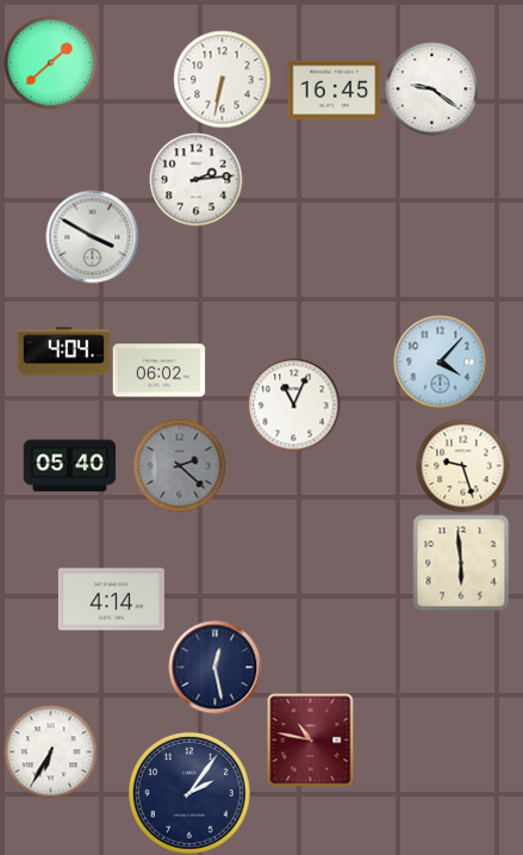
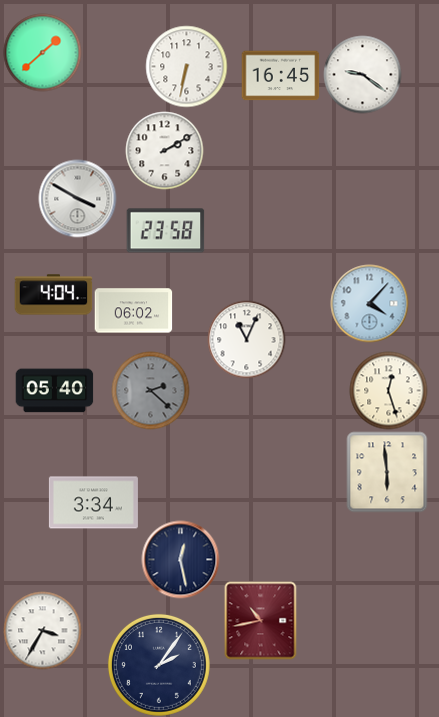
clock at (195, 179): 2:14 -> 2:10
clock at (165, 231): none -> 23:58
clock at (462, 465): 9:27 -> 12:27
clock at (69, 466) position: (69, 466) -> (54, 391)
clock at (111, 600): 4:14 -> 3:34
clock at (311, 739): 10:47 -> 10:43
clock at (50, 751): 6:35 -> 3:35
